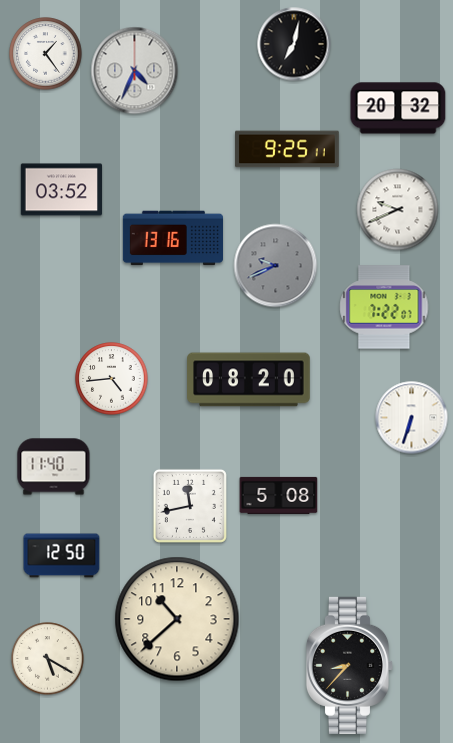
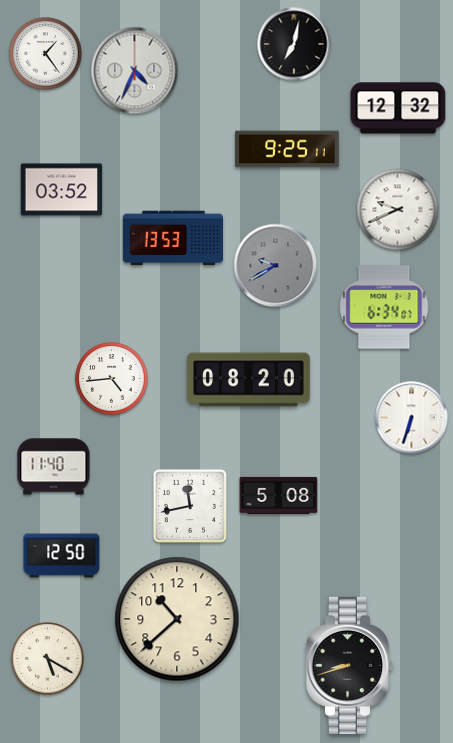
clock at (398, 108): 20:32 -> 12:32
clock at (172, 238): 13:16 -> 13:53
clock at (276, 266): 9:41 -> 9:40
clock at (384, 307): 7:22 -> 6:34
clock at (350, 665): 8:37 -> 8:42
